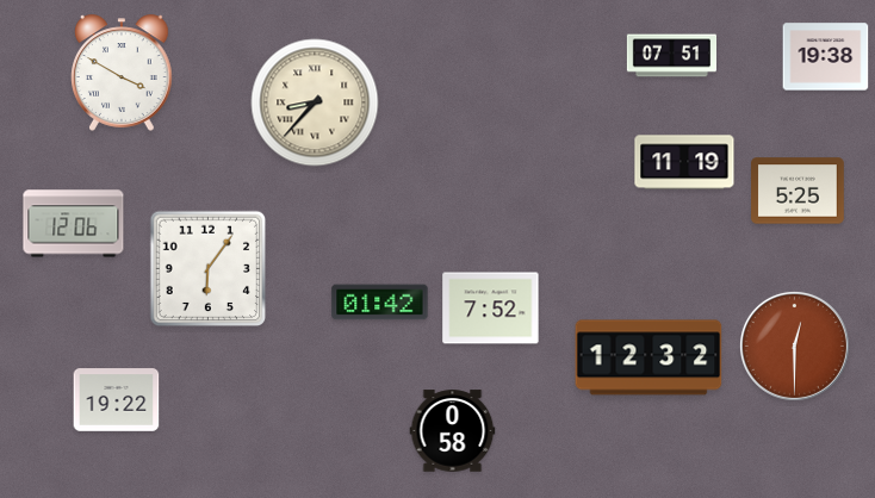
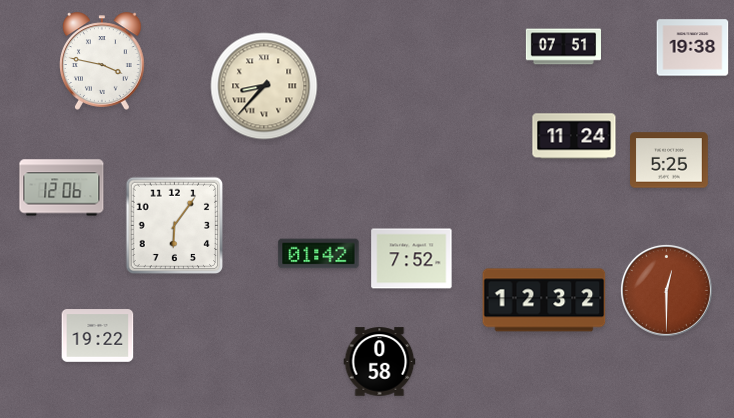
clock at (123, 73): 3:50 -> 3:47
clock at (684, 162): 11:19 -> 11:24
